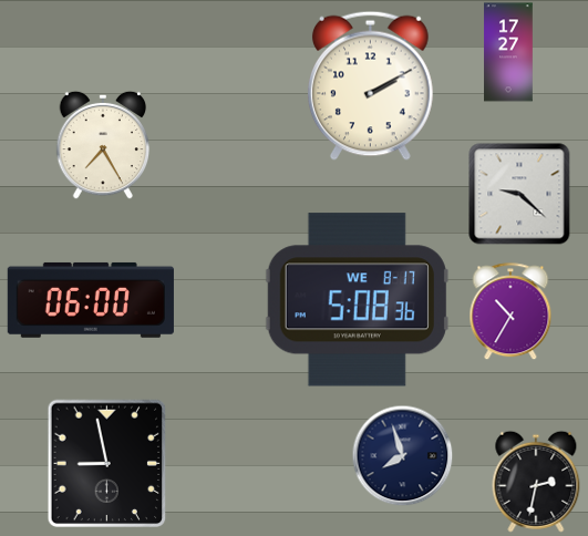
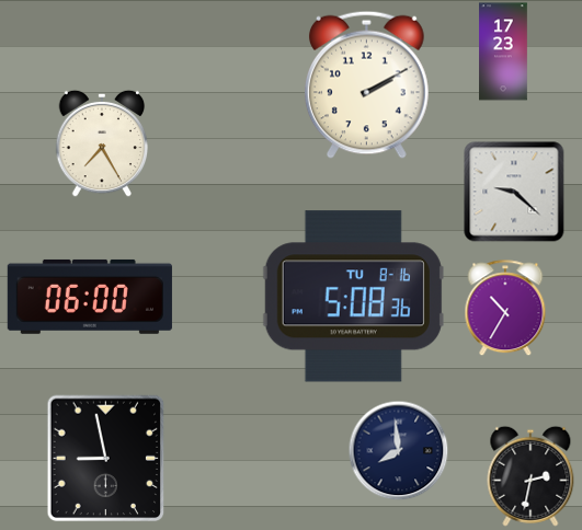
clock at (508, 52): 17:27 -> 17:23
clock at (357, 300) date: WE 8-17 -> TU 8-16
clock at (402, 455): 7:57 -> 7:59
